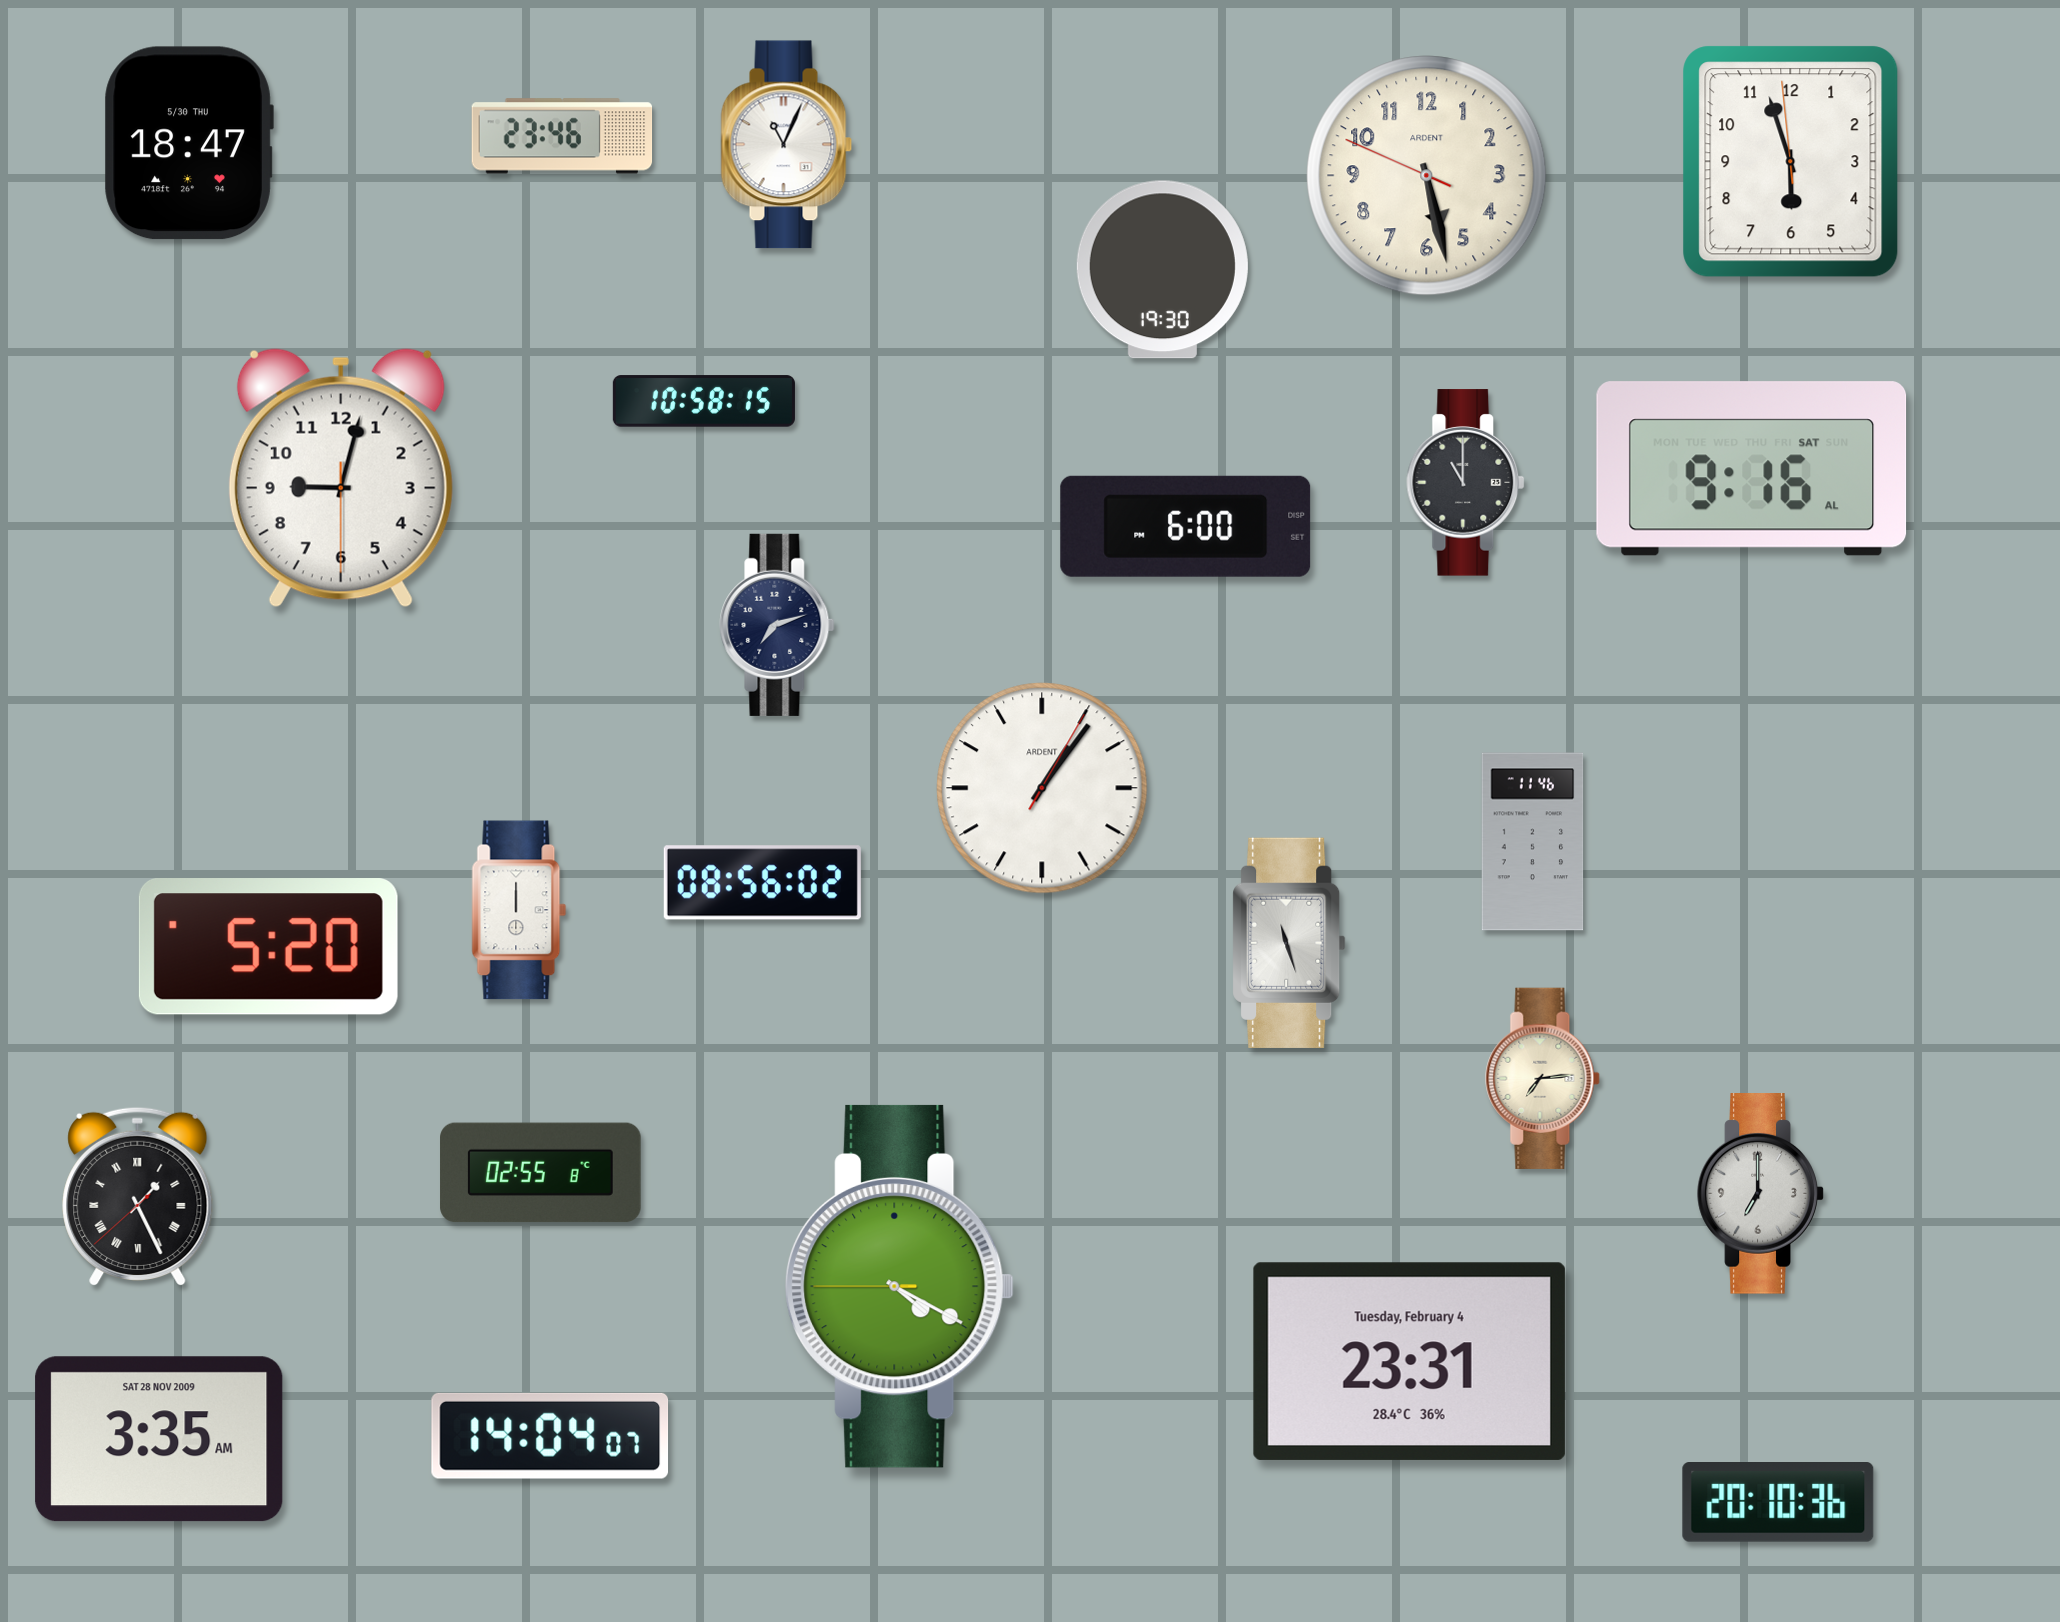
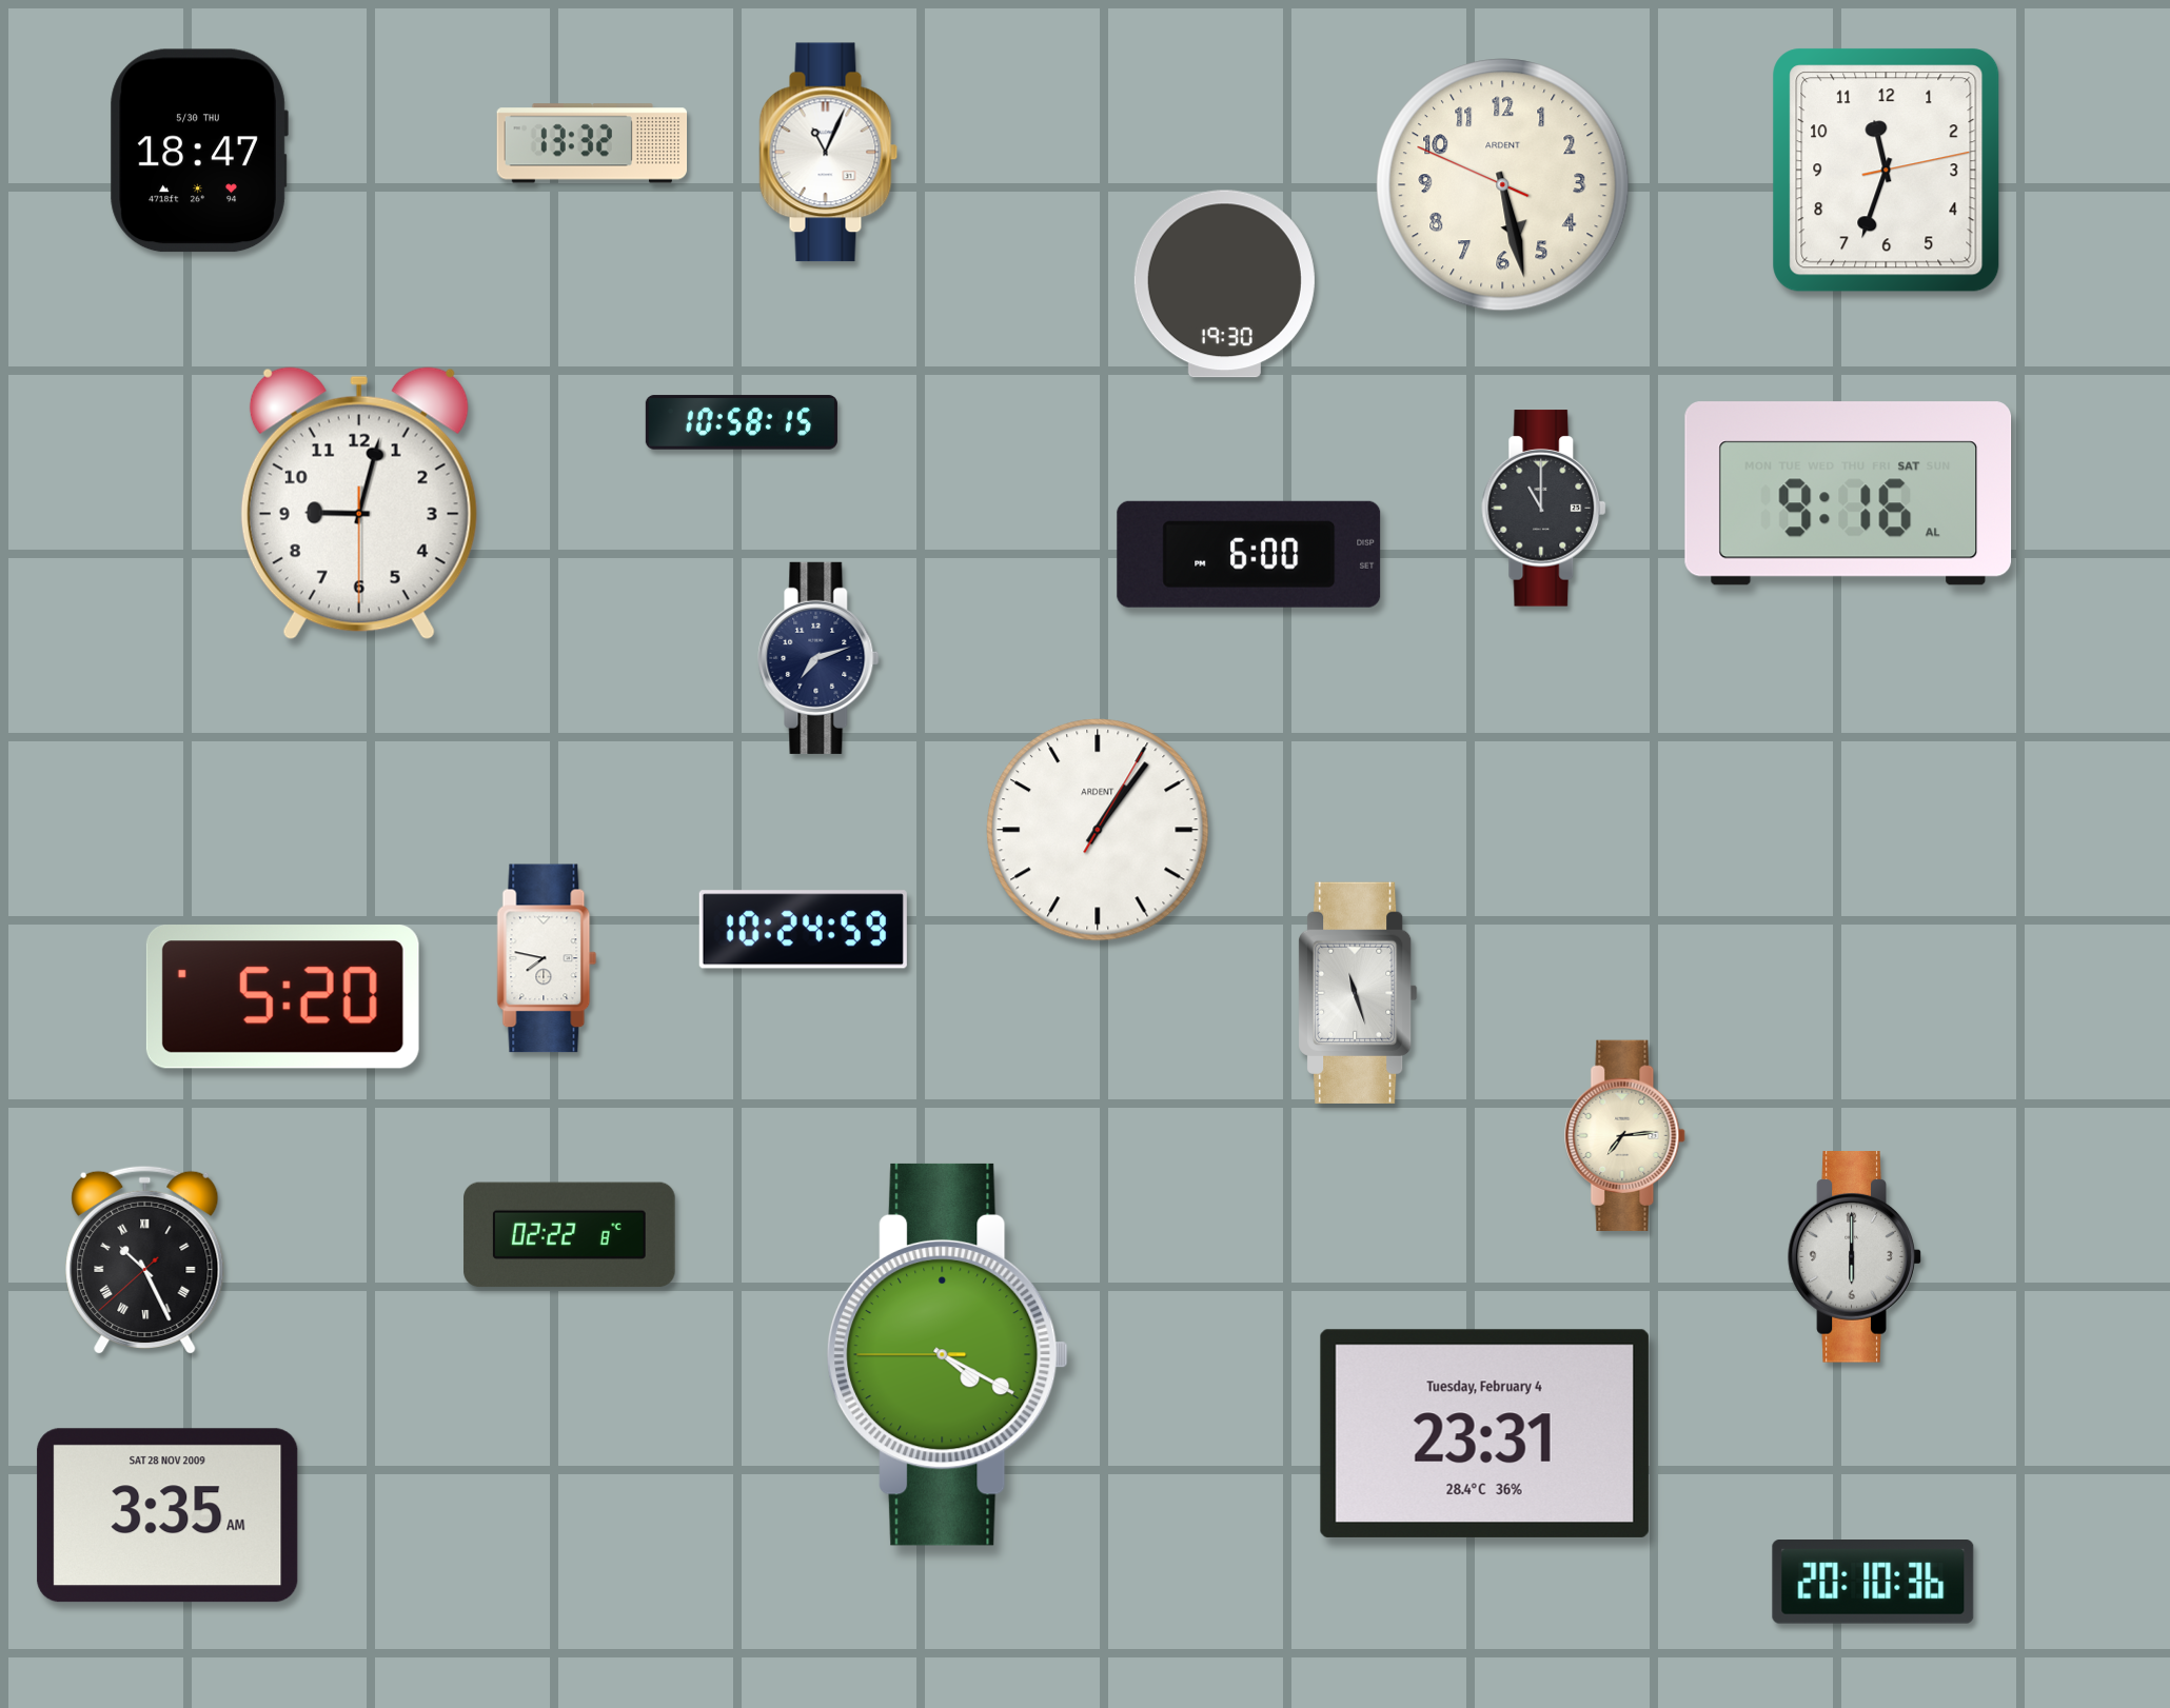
clock at (562, 136): 23:46 -> 13:32
clock at (1791, 162): 5:56 -> 11:33
clock at (1752, 469) position: (1752, 469) -> (1849, 494)
clock at (1533, 842): 11:46 -> none
clock at (762, 883): 08:56 -> 10:24
clock at (519, 910): 12:00 -> 7:47
clock at (541, 1173): 02:55 -> 02:22
clock at (1761, 1194): 7:00 -> 6:00
clock at (138, 1196): 1:25 -> 10:25
clock at (550, 1436): 14:04 -> none
